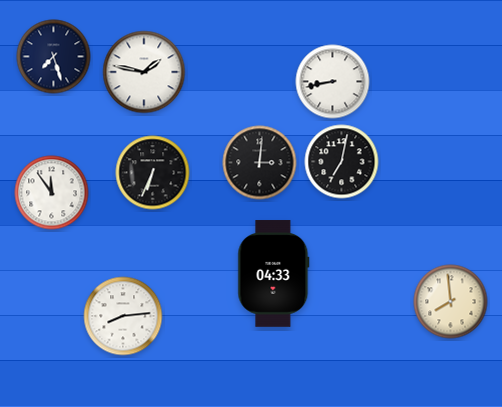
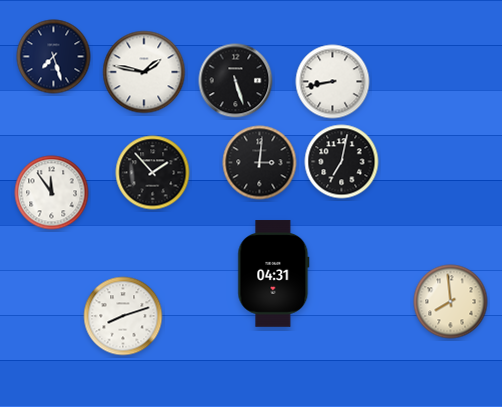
clock at (236, 81): none -> 5:27
clock at (153, 173): 6:34 -> 1:53
clock at (274, 274): 04:33 -> 04:31
clock at (123, 316): 8:14 -> 8:12
